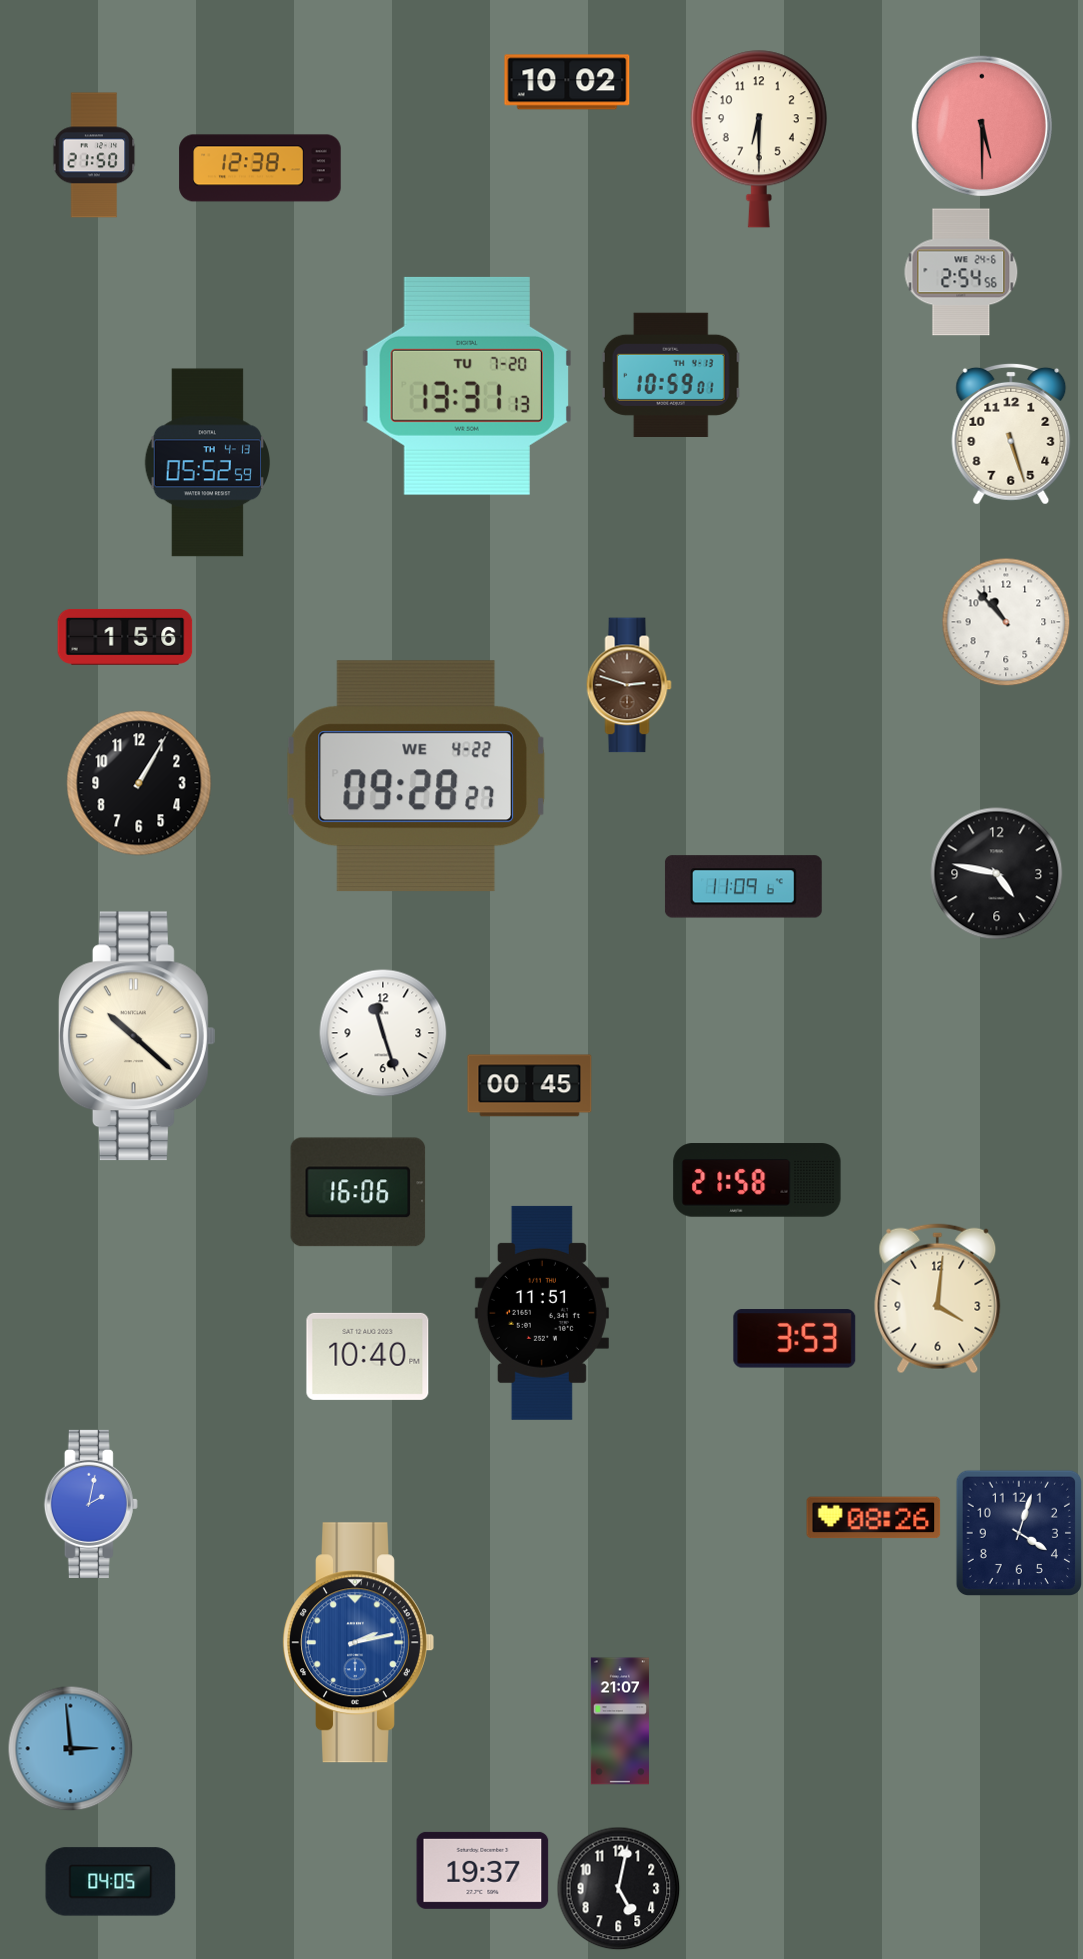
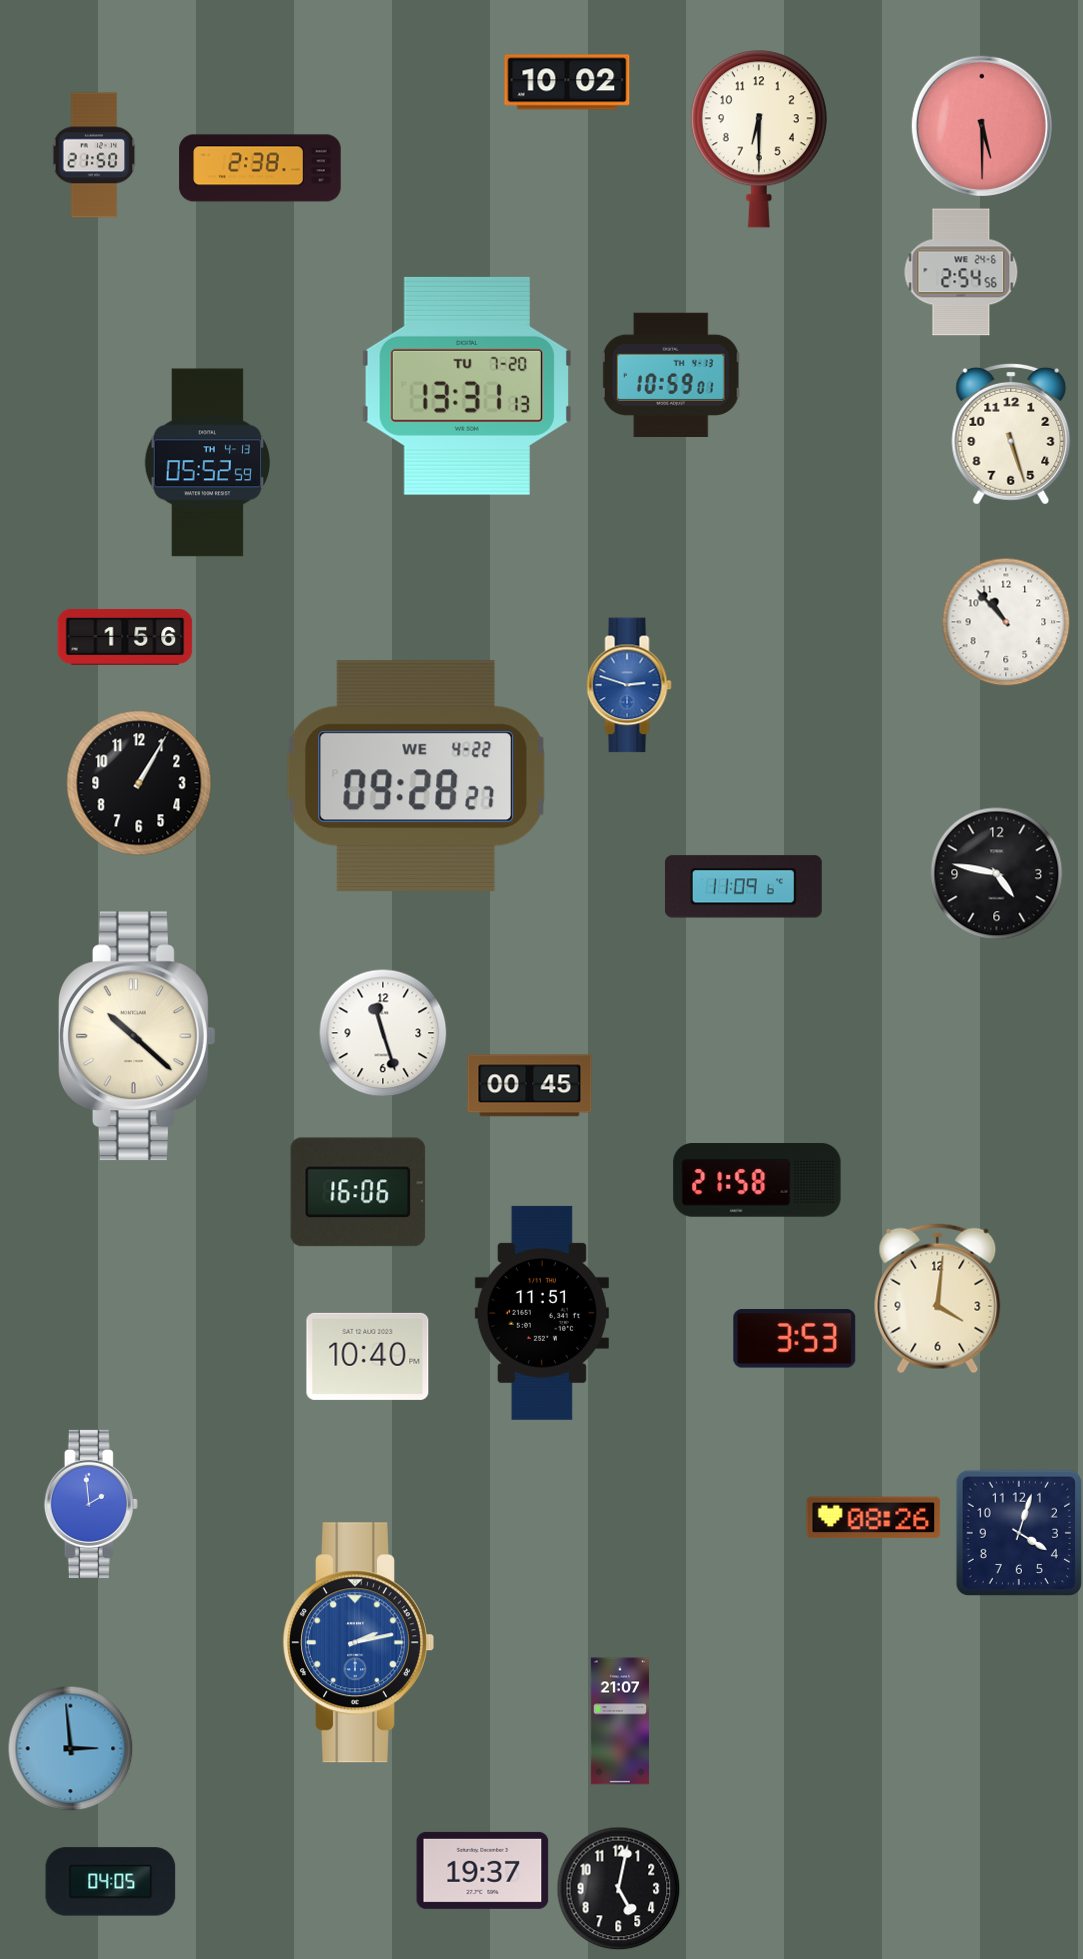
clock at (260, 168): 12:38 -> 2:38
clock at (629, 685) dial: brown -> blue
clock at (91, 1504): 2:02 -> 1:59
